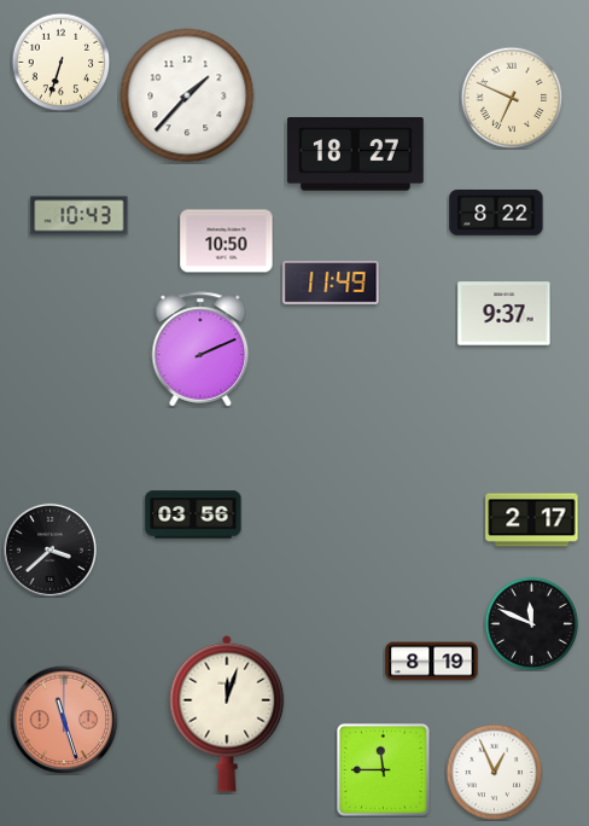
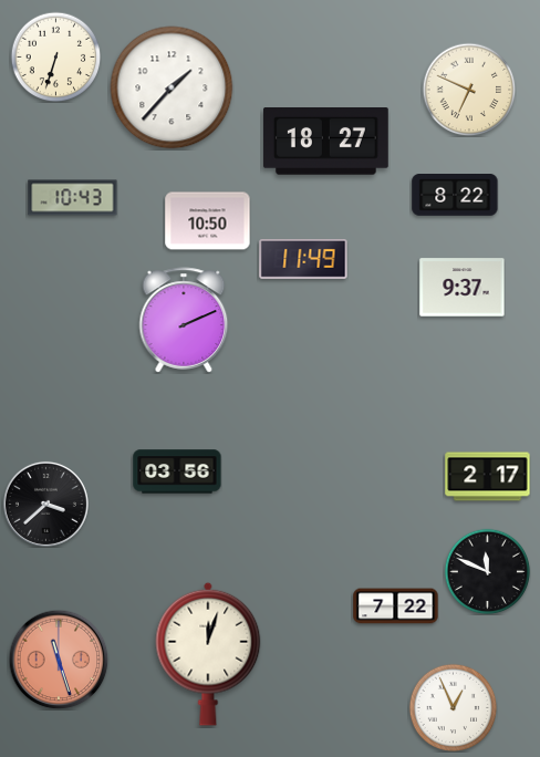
clock at (432, 662): 8:19 -> 7:22
clock at (384, 770): 11:45 -> none
